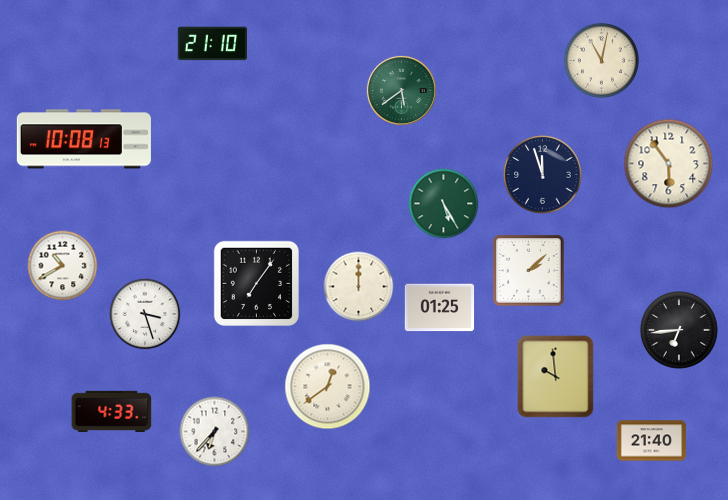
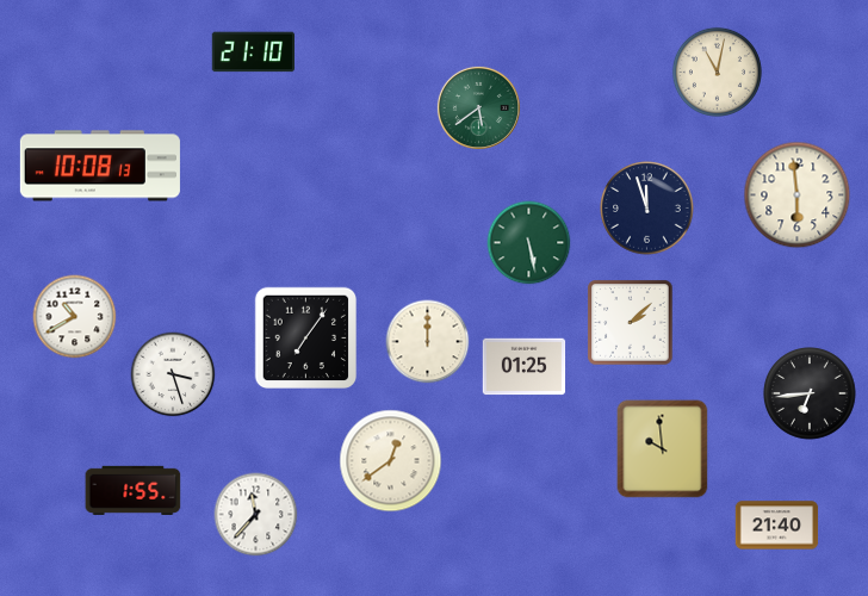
clock at (669, 164): 5:54 -> 5:59
clock at (444, 204): 5:25 -> 5:28
clock at (112, 411): 4:33 -> 1:55
clock at (215, 432): 6:37 -> 11:37
